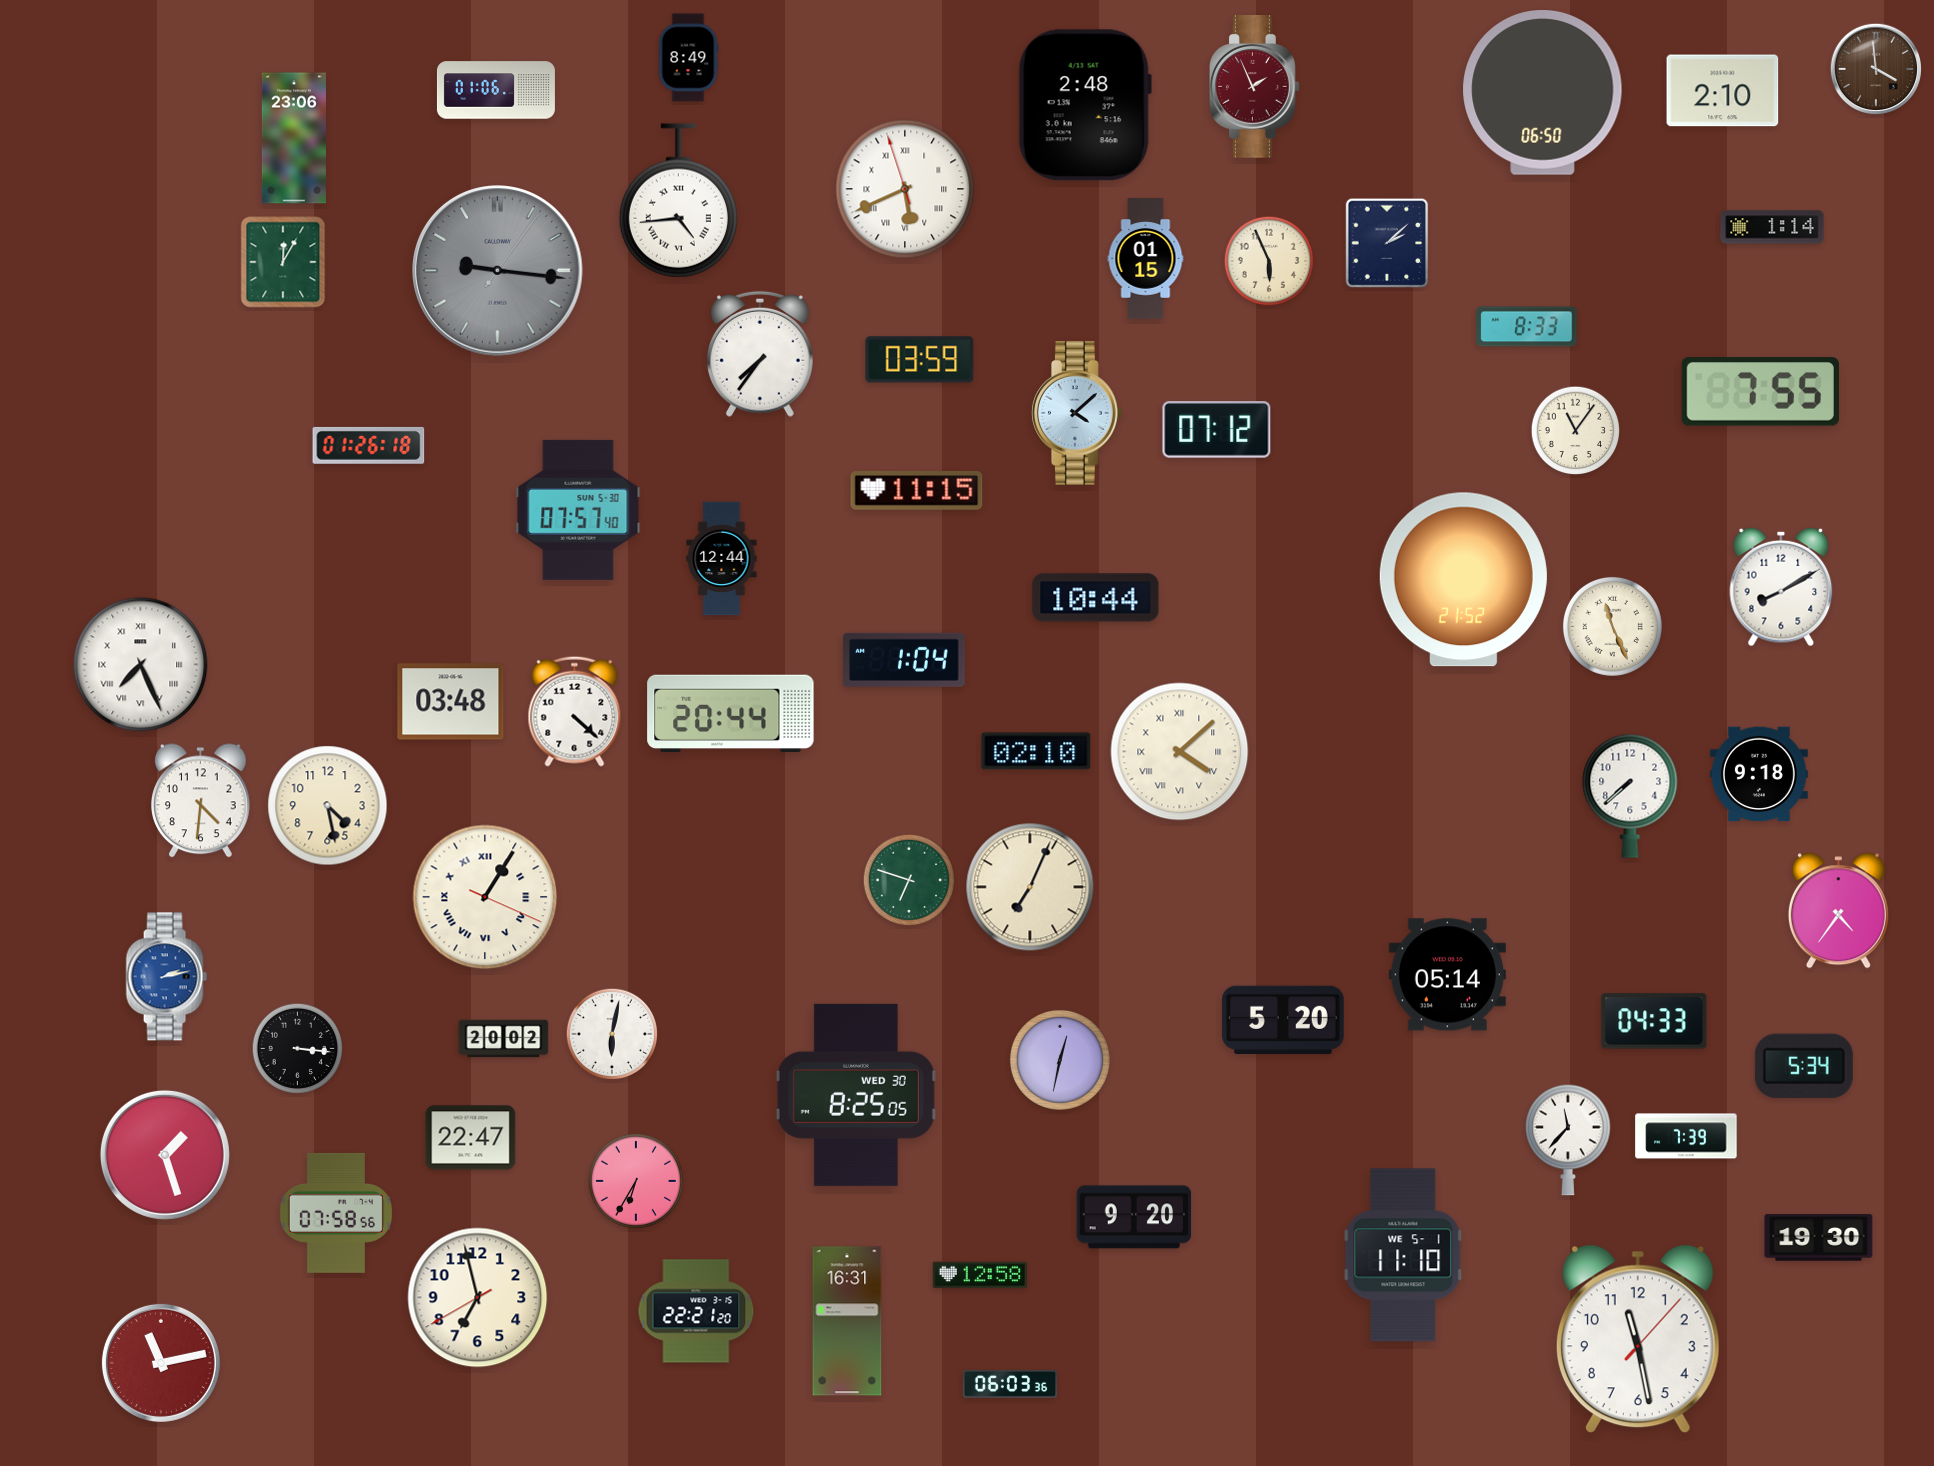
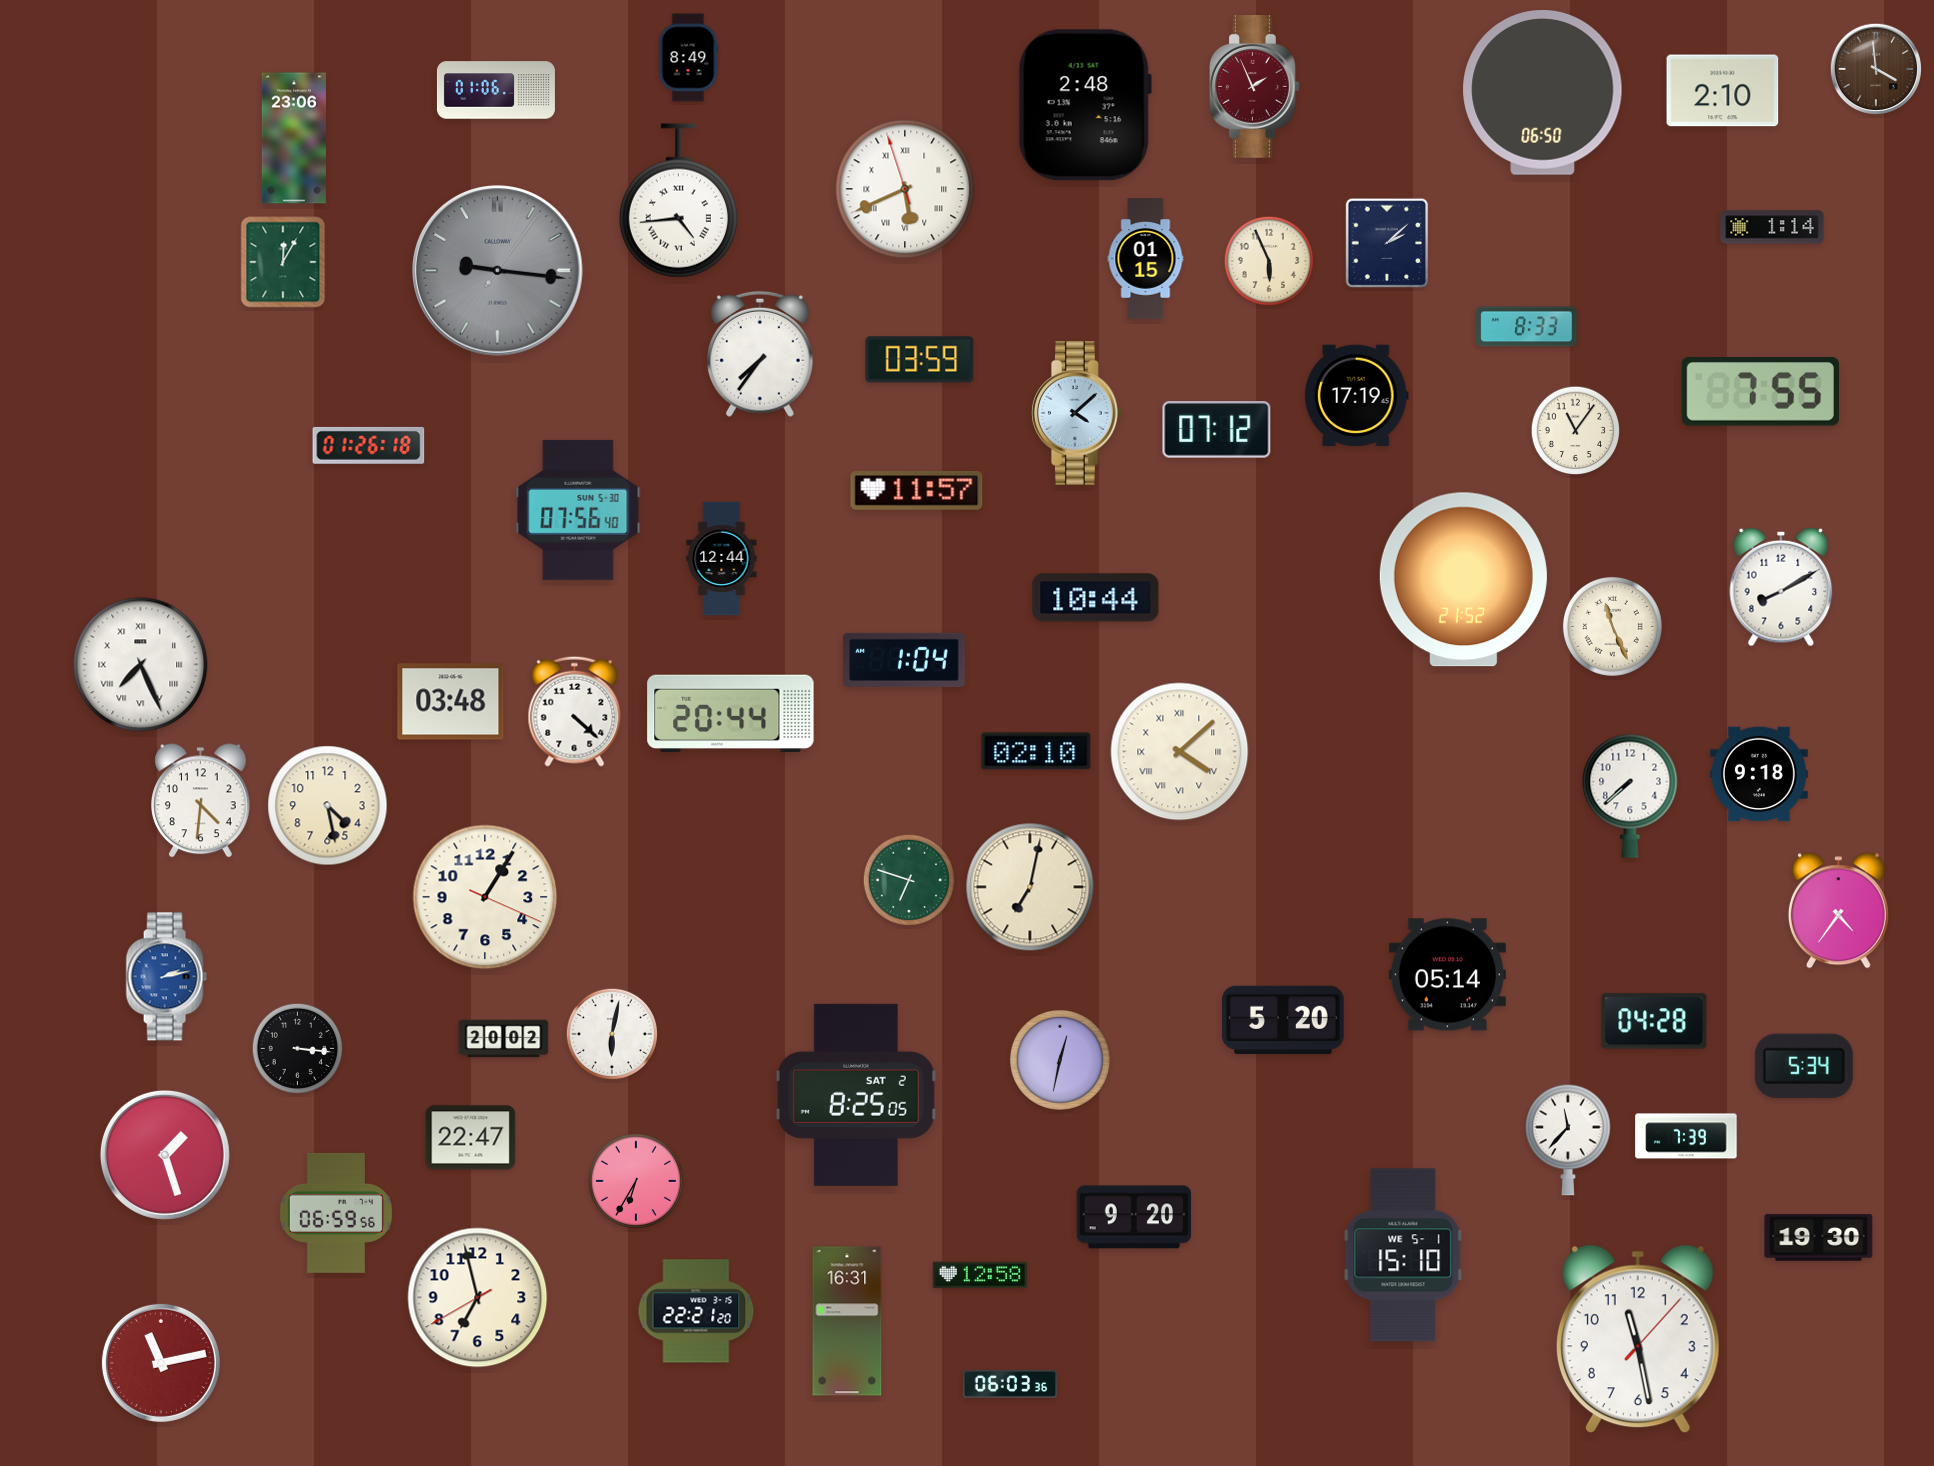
clock at (1356, 396): none -> 17:19
clock at (917, 491): 11:15 -> 11:57
clock at (578, 510): 07:57 -> 07:56
clock at (1030, 887): 7:04 -> 7:02
clock at (485, 897) numerals: Roman -> Arabic
clock at (1654, 1021): 04:33 -> 04:28
clock at (856, 1095) date: WED 30 -> SAT 2
clock at (336, 1213): 07:58 -> 06:59
clock at (1403, 1255): 11:10 -> 15:10
